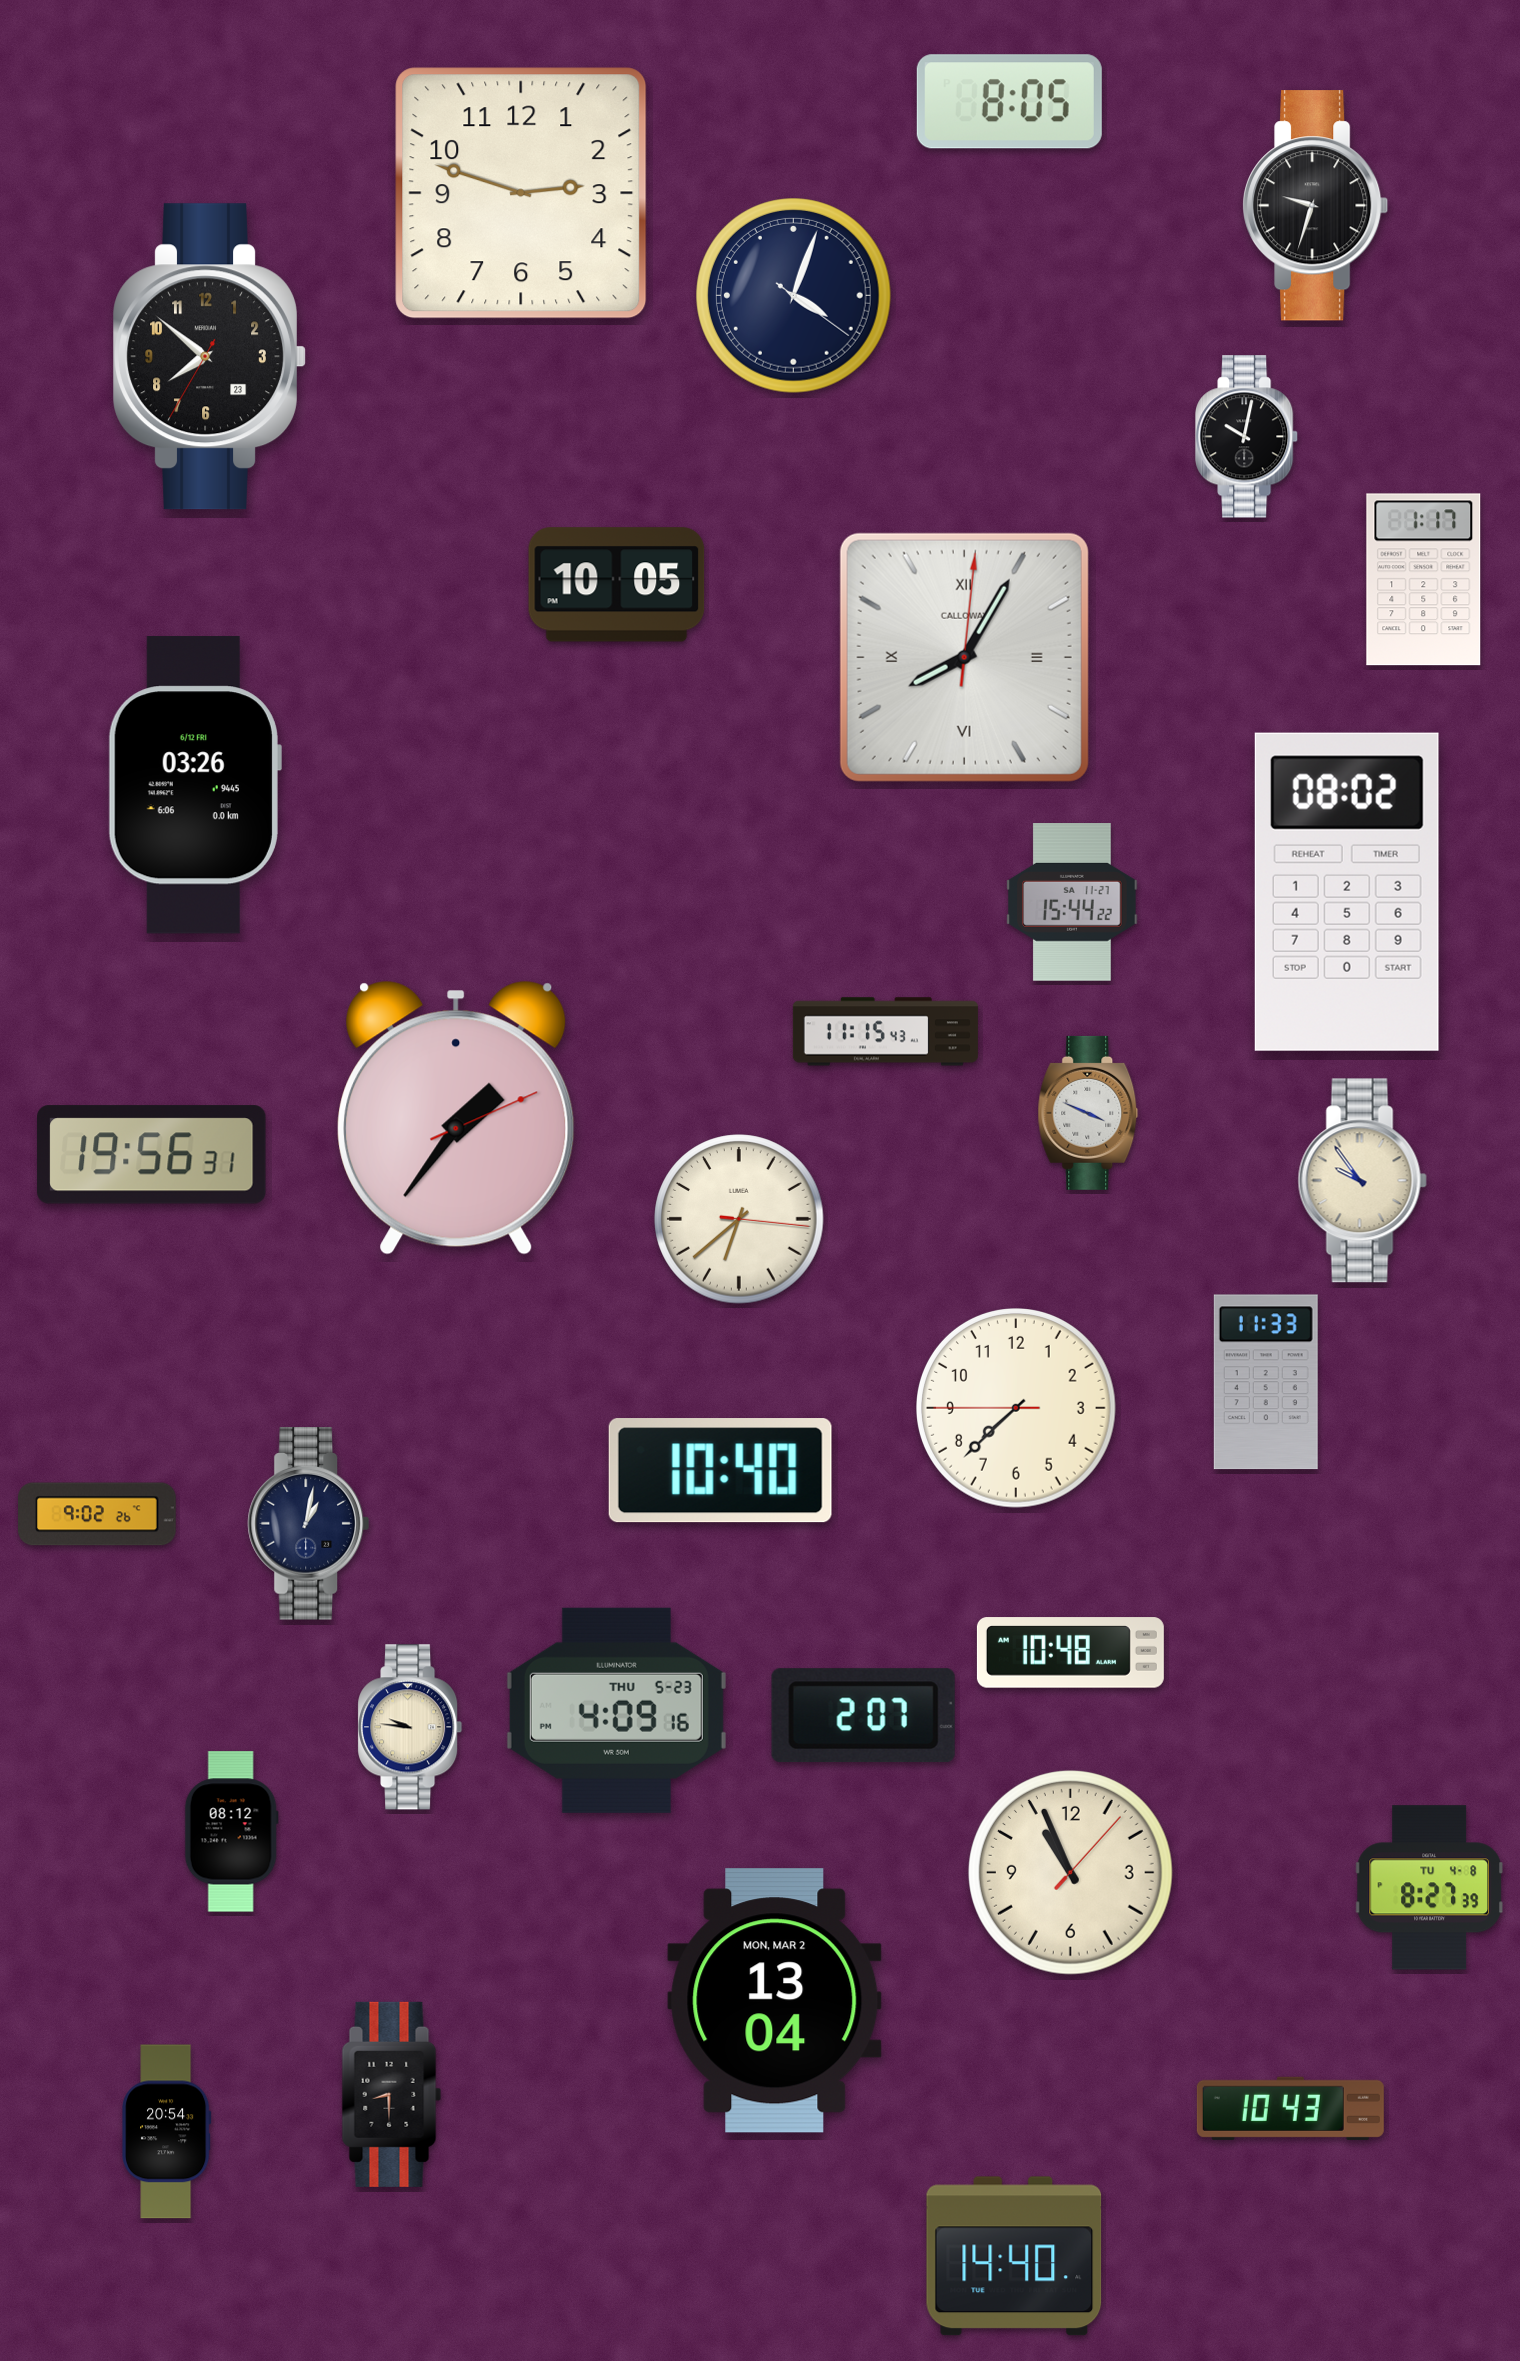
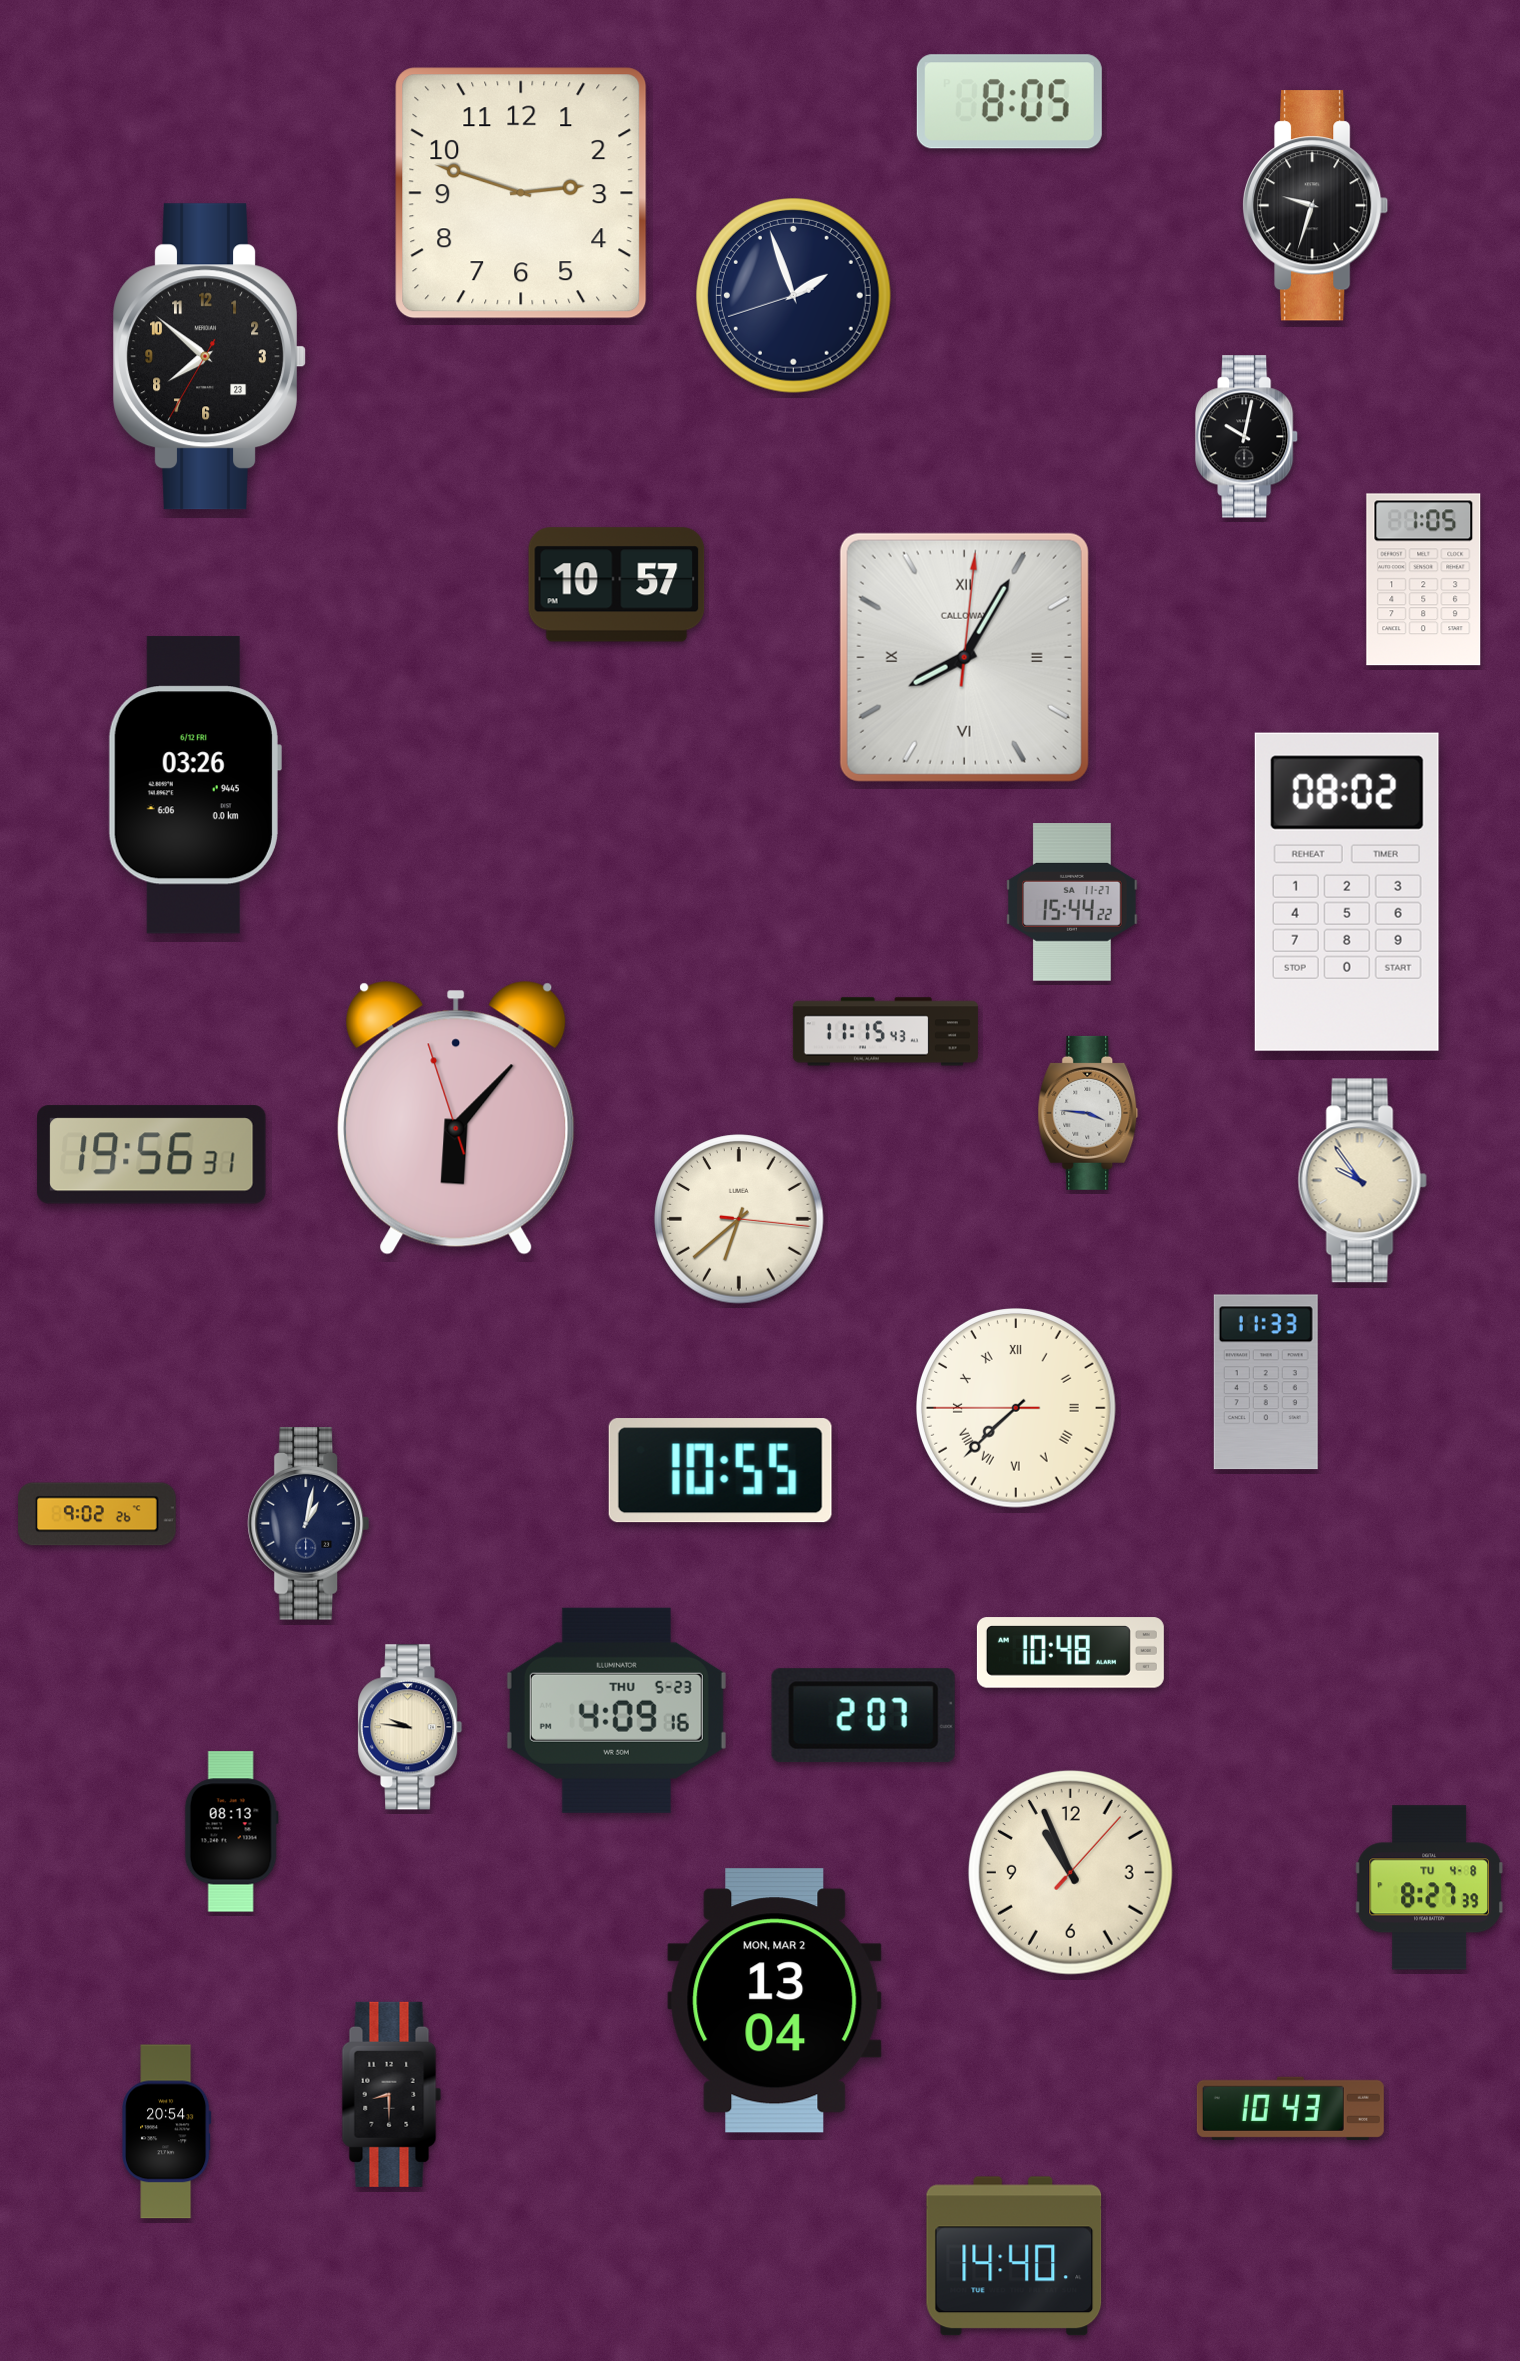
clock at (794, 296): 4:03 -> 1:56
clock at (1424, 580): 1:17 -> 1:05
clock at (617, 585): 10:05 -> 10:57
clock at (1088, 1113): 3:49 -> 3:46
clock at (456, 1118): 1:36 -> 6:06
clock at (1017, 1409) numerals: Arabic -> Roman
clock at (720, 1471): 10:40 -> 10:55
clock at (231, 1832): 08:12 -> 08:13
